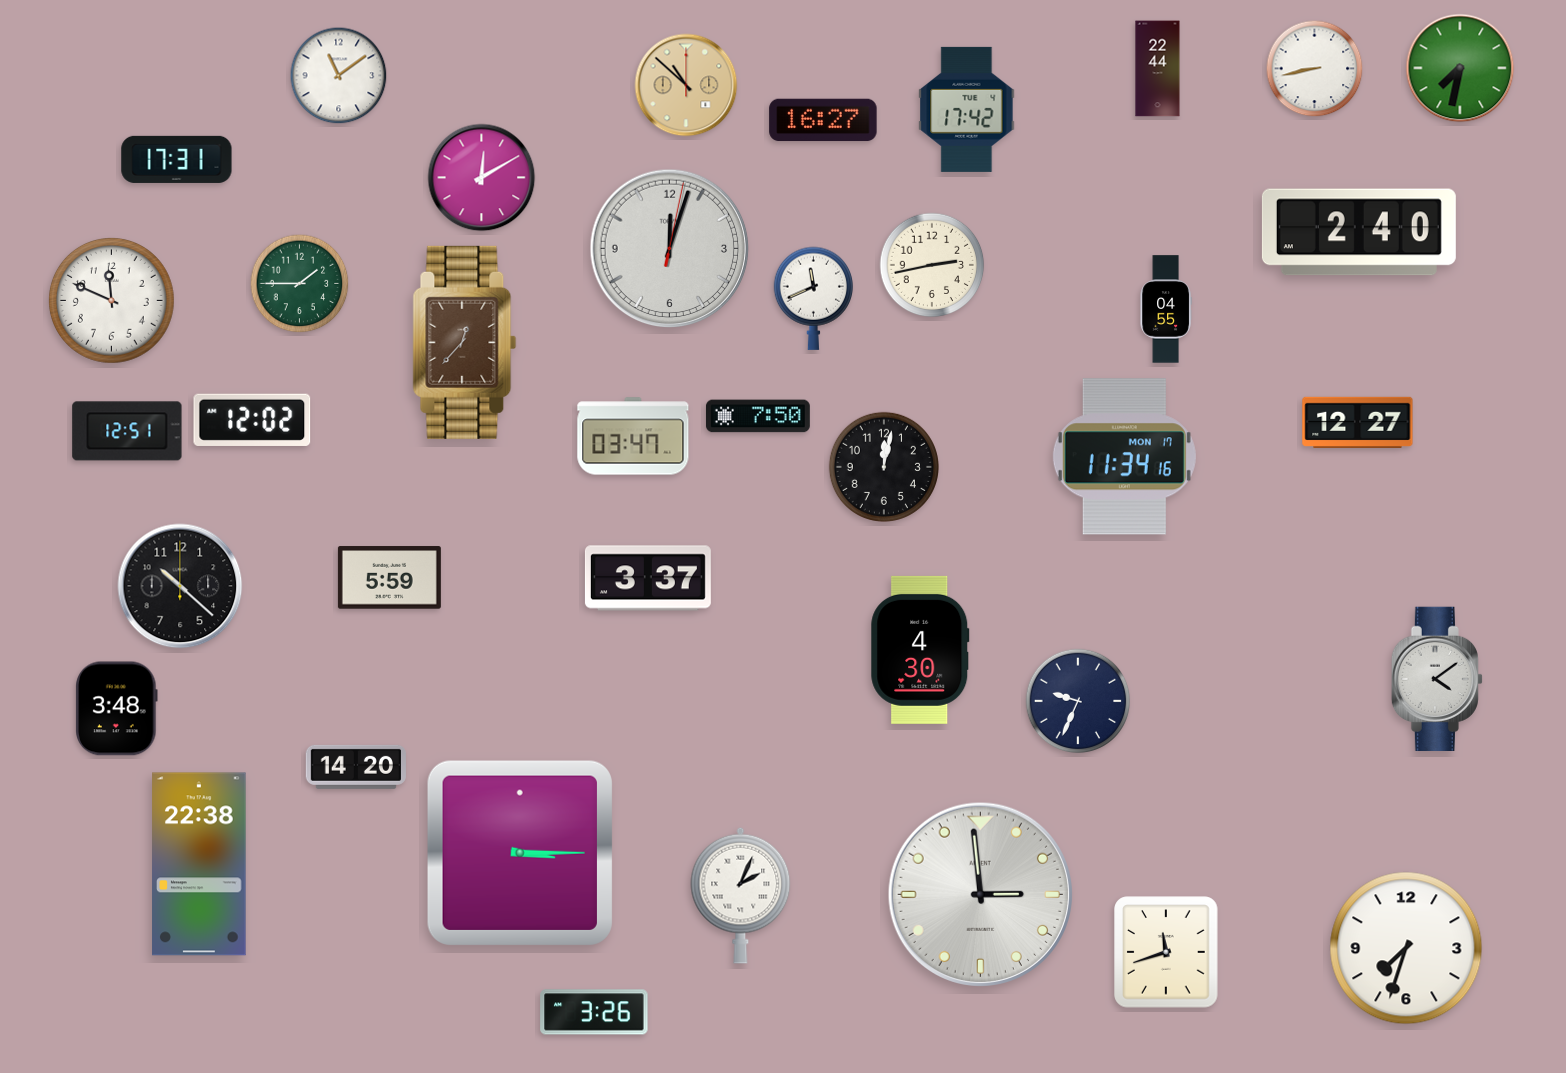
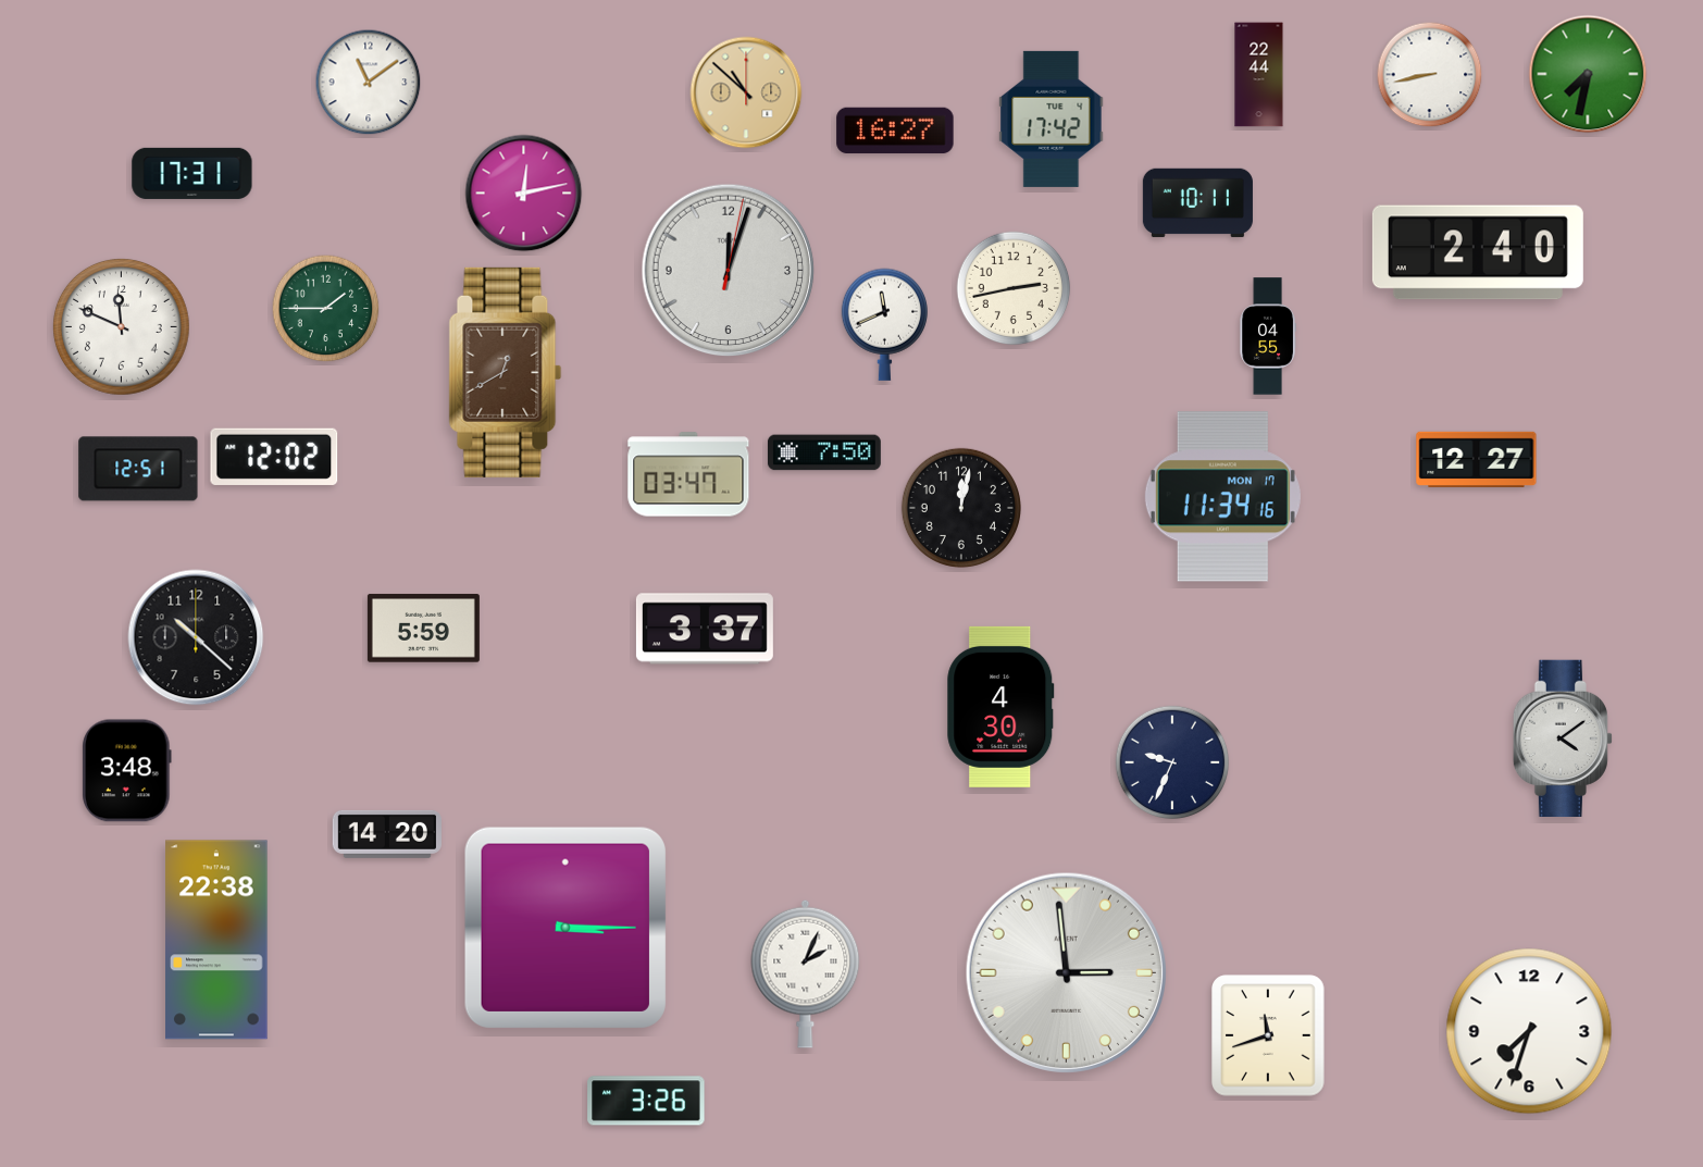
clock at (482, 178): 12:10 -> 12:13
clock at (1197, 202): none -> 10:11
clock at (465, 342): 12:37 -> 12:40
